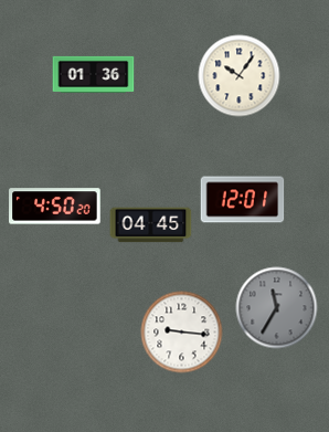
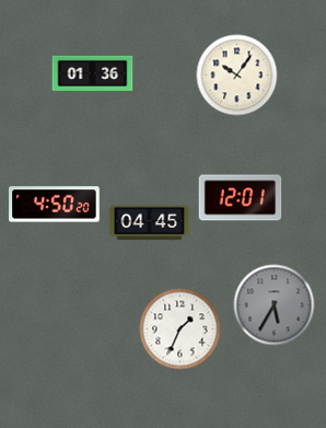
clock at (277, 308): 11:35 -> 5:35
clock at (182, 333): 9:16 -> 1:34
